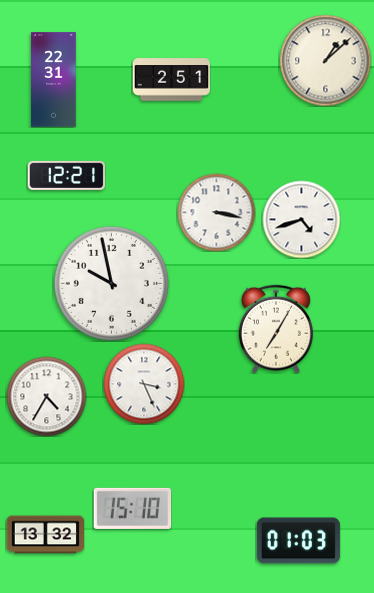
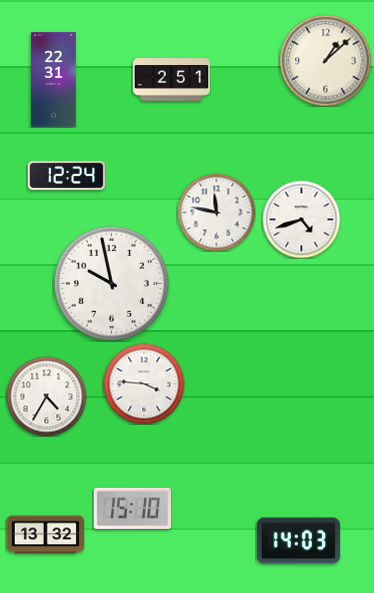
clock at (66, 175): 12:21 -> 12:24
clock at (216, 212): 3:17 -> 11:47
clock at (276, 329): 7:05 -> none
clock at (144, 384): 3:26 -> 3:46
clock at (298, 541): 01:03 -> 14:03
